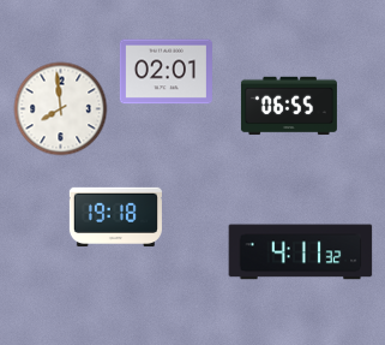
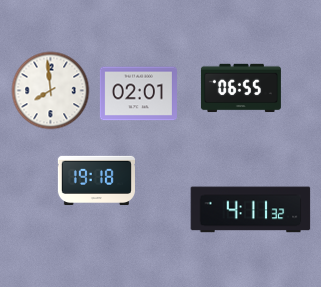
clock at (166, 72) position: (166, 72) -> (138, 94)
